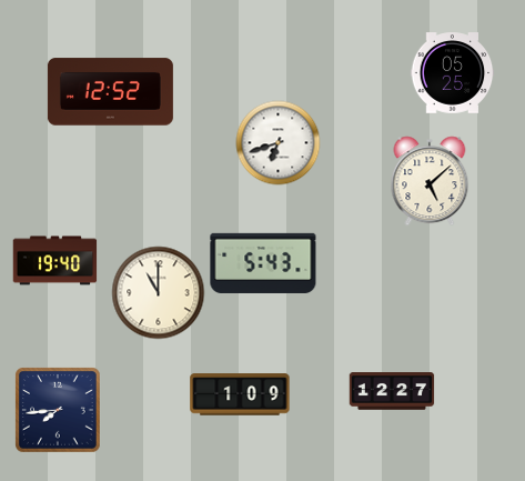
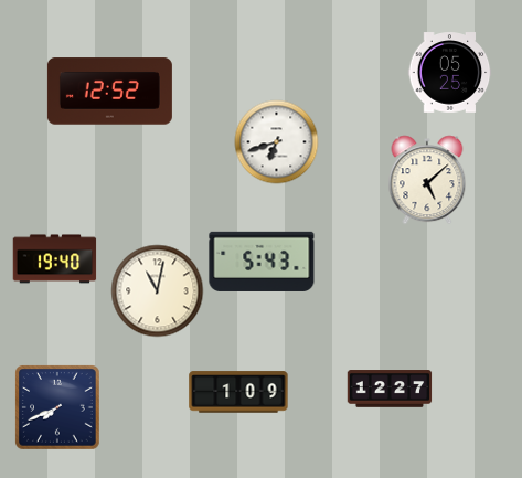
clock at (159, 293): 11:00 -> 11:02
clock at (58, 410): 7:44 -> 7:41
